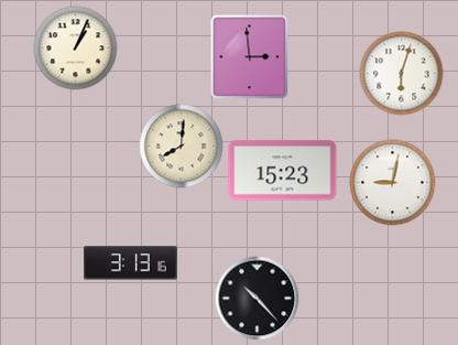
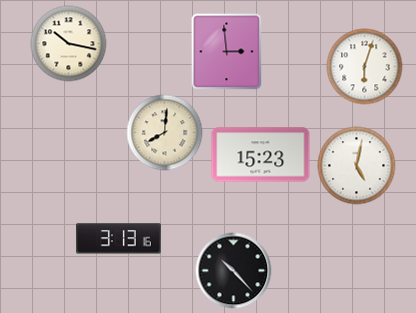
clock at (76, 48): 1:04 -> 10:17
clock at (283, 171) position: (283, 171) -> (261, 155)
clock at (393, 183): 9:02 -> 5:02
